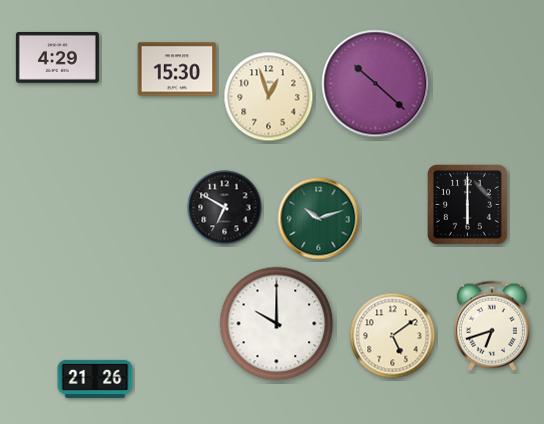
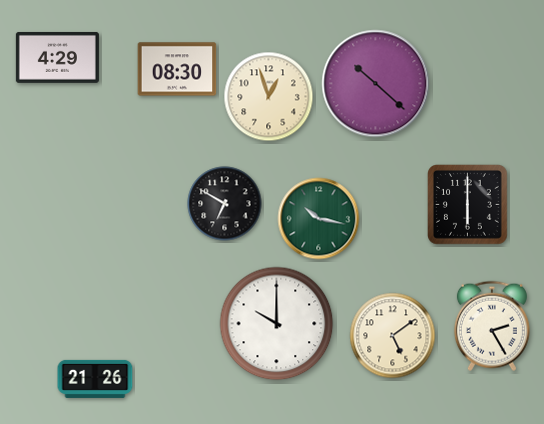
clock at (177, 69): 15:30 -> 08:30
clock at (225, 208) position: (225, 208) -> (225, 204)
clock at (319, 219): 10:12 -> 10:17
clock at (492, 326): 6:42 -> 2:25
